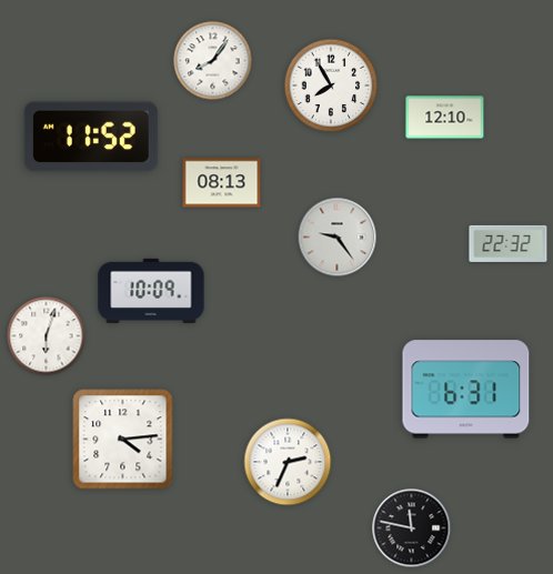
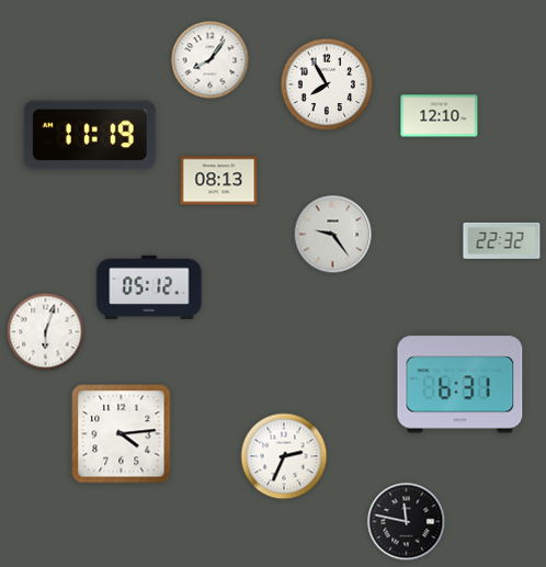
clock at (91, 137): 11:52 -> 11:19
clock at (151, 291): 10:09 -> 05:12
